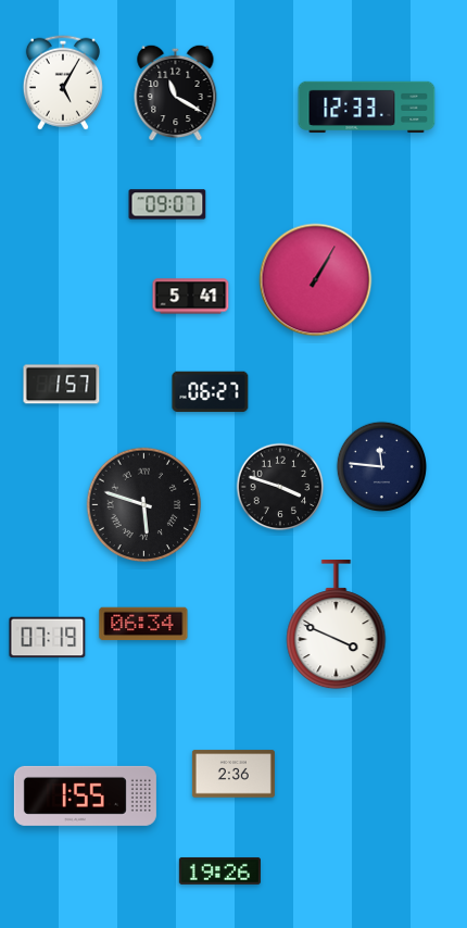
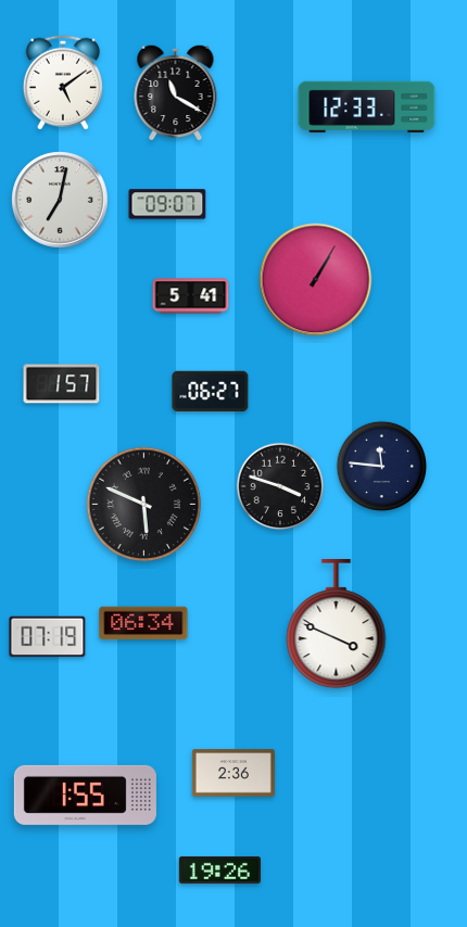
clock at (63, 83): 5:05 -> 5:09
clock at (60, 200): none -> 7:02
clock at (144, 505): 5:48 -> 5:49
